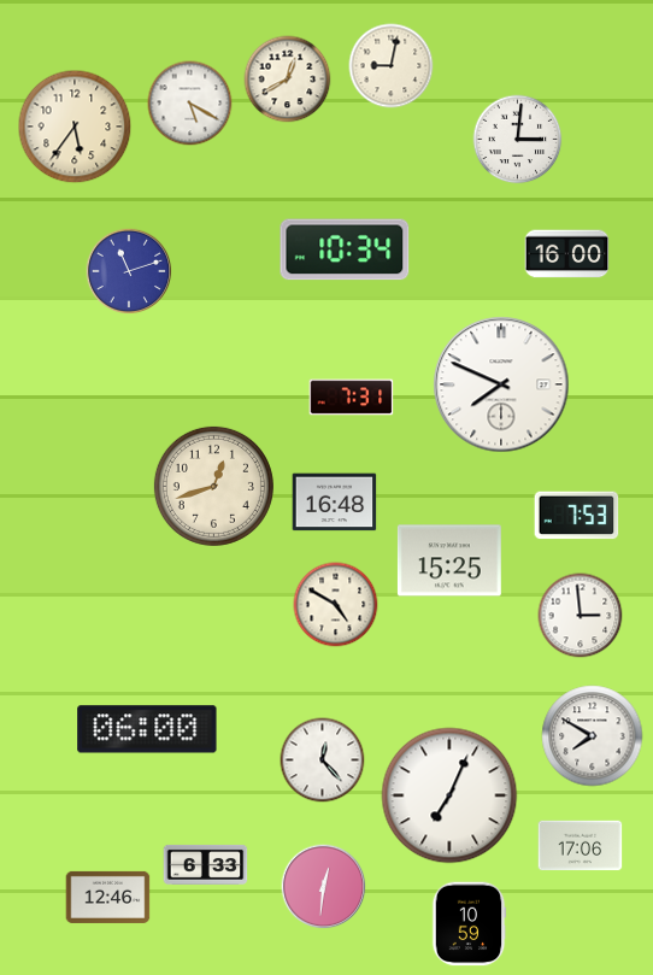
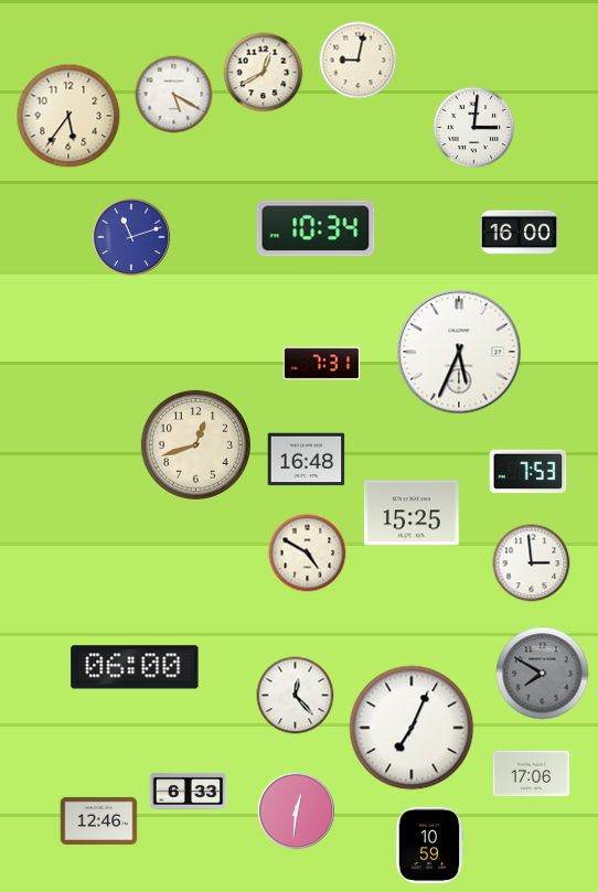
clock at (129, 271) position: (129, 271) -> (131, 237)
clock at (501, 384): 7:49 -> 5:34
clock at (593, 736) dial: white -> grey
